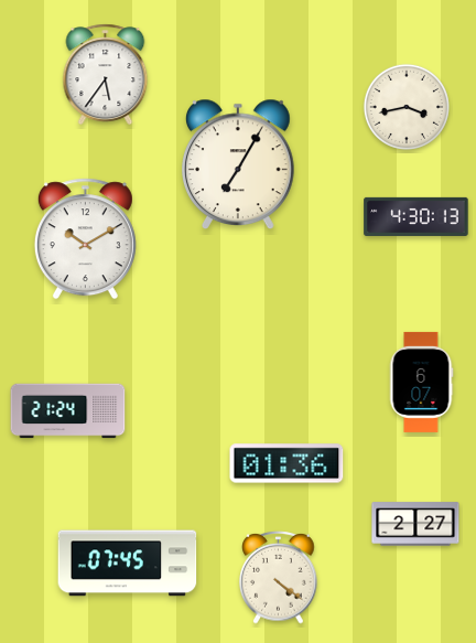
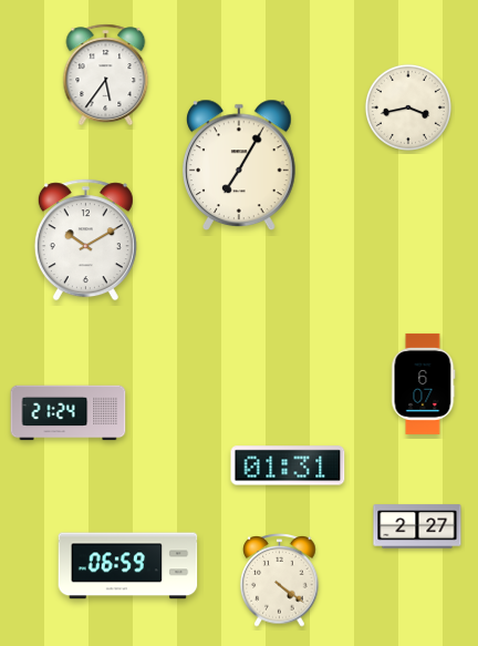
clock at (416, 216): 4:30 -> none
clock at (286, 463): 01:36 -> 01:31
clock at (128, 564): 07:45 -> 06:59
